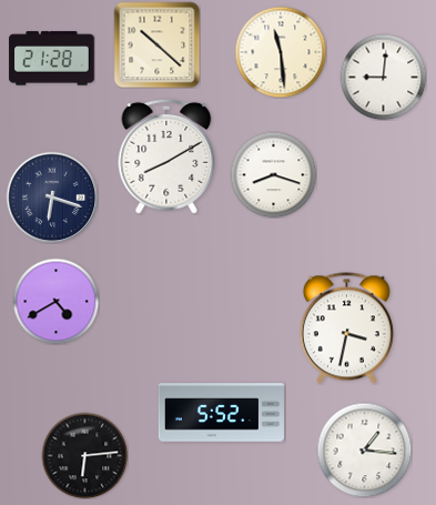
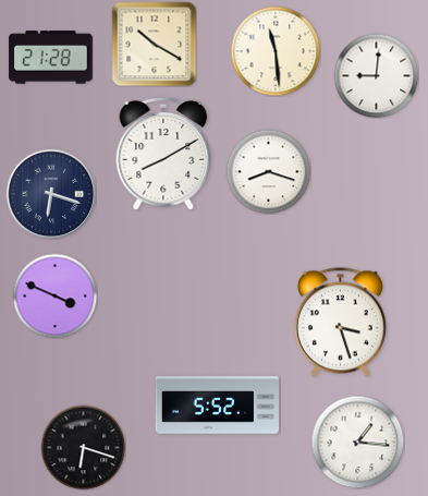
clock at (156, 44): 10:22 -> 10:20
clock at (55, 301): 4:40 -> 3:49
clock at (346, 329): 3:32 -> 3:27
clock at (84, 455): 6:14 -> 6:18
